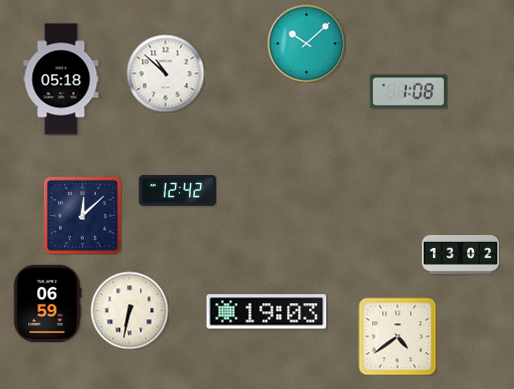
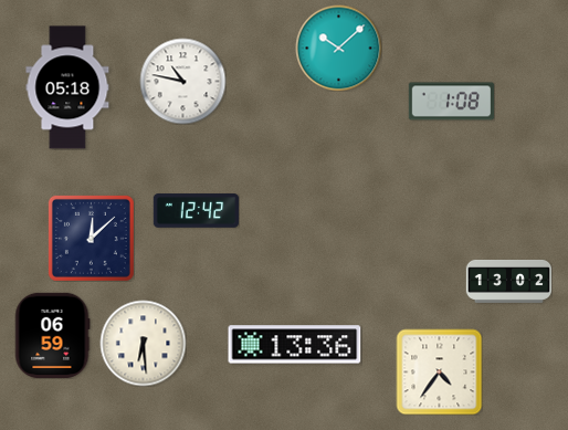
clock at (165, 73): 10:52 -> 10:47
clock at (129, 310): 6:32 -> 6:29
clock at (267, 312): 19:03 -> 13:36
clock at (397, 336): 4:39 -> 4:36
